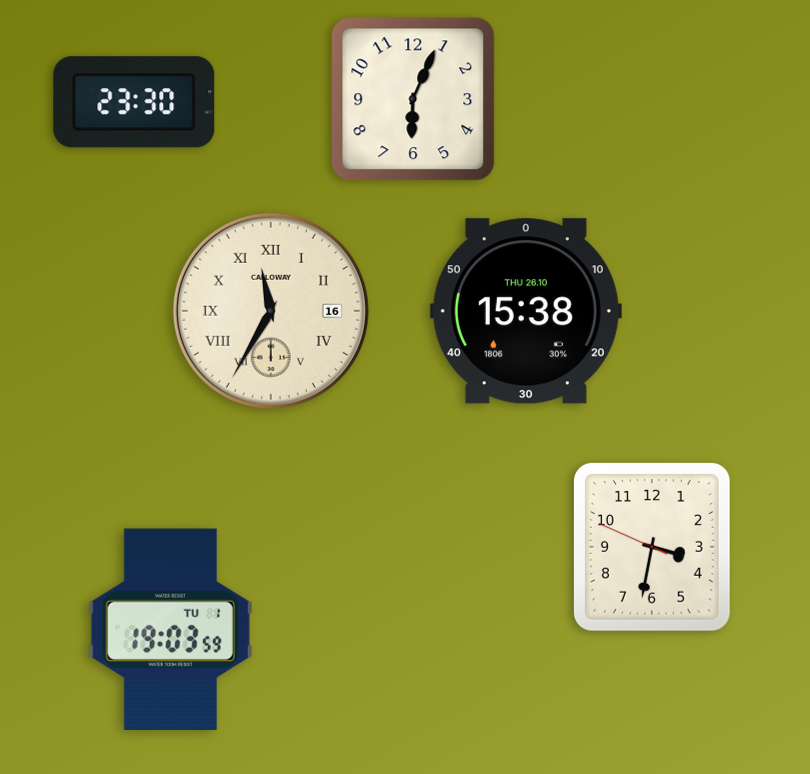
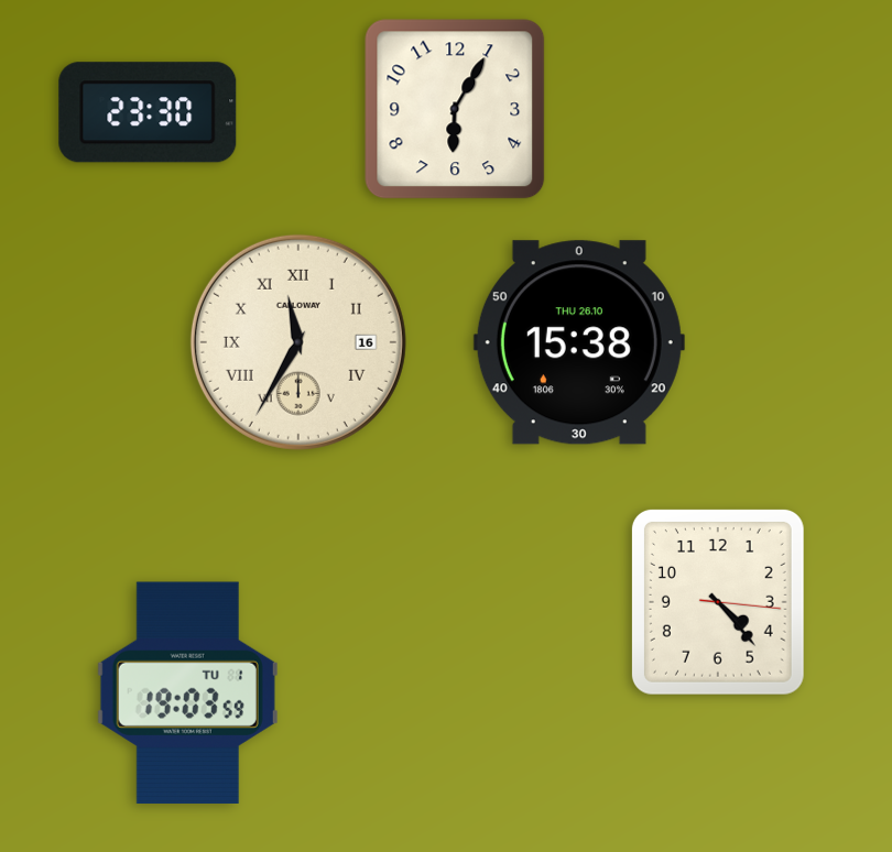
clock at (413, 99): 6:04 -> 6:05
clock at (652, 547): 3:31 -> 4:23
